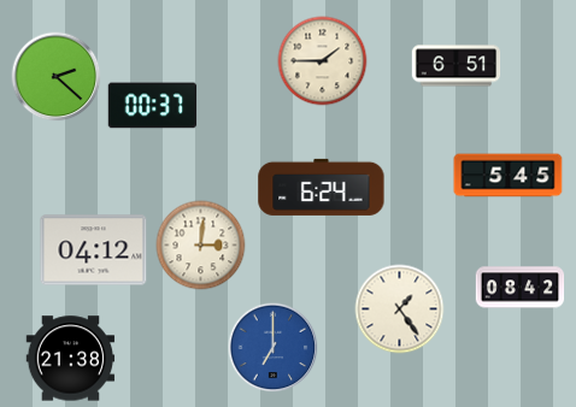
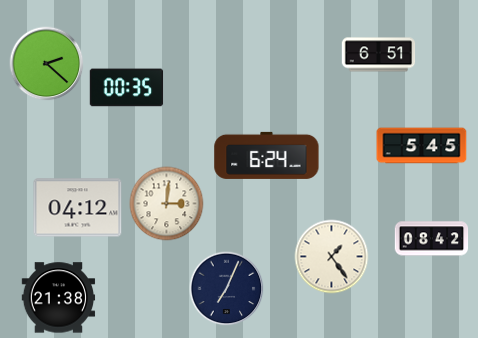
clock at (323, 61): 1:45 -> none
clock at (153, 106): 00:37 -> 00:35
clock at (274, 348): 7:00 -> 7:04
clock at (274, 348) dial: blue -> navy
